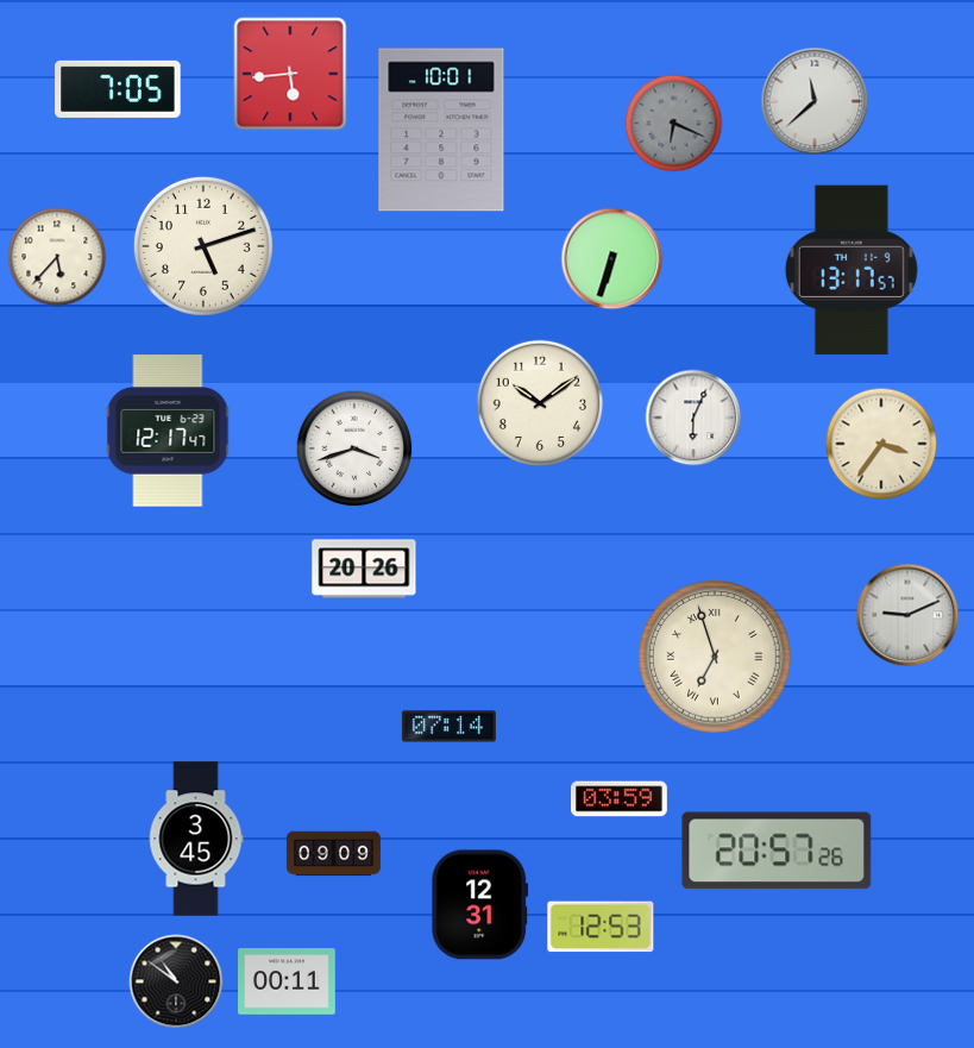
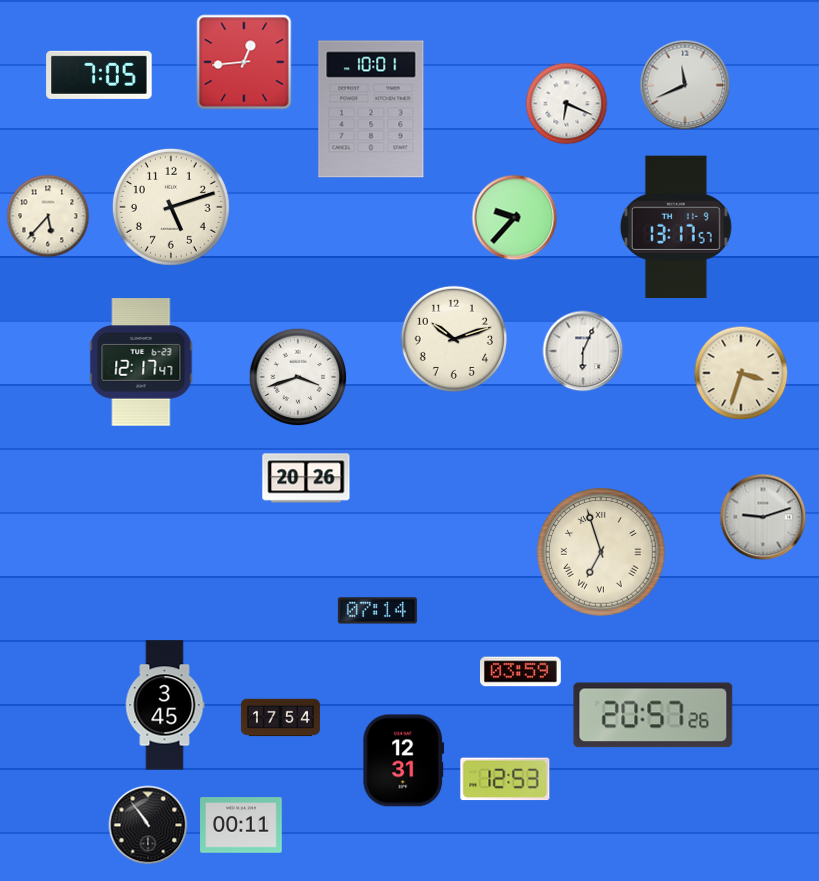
clock at (290, 74): 5:44 -> 12:44
clock at (815, 101): 11:38 -> 11:41
clock at (674, 124) dial: grey -> white
clock at (612, 259): 6:33 -> 9:37
clock at (852, 269) position: (852, 269) -> (676, 226)
clock at (540, 403): 10:09 -> 10:12
clock at (881, 444): 3:36 -> 3:33
clock at (907, 615): 9:11 -> 9:12
clock at (333, 854): 09:09 -> 17:54
clock at (176, 981): 10:51 -> 10:54
